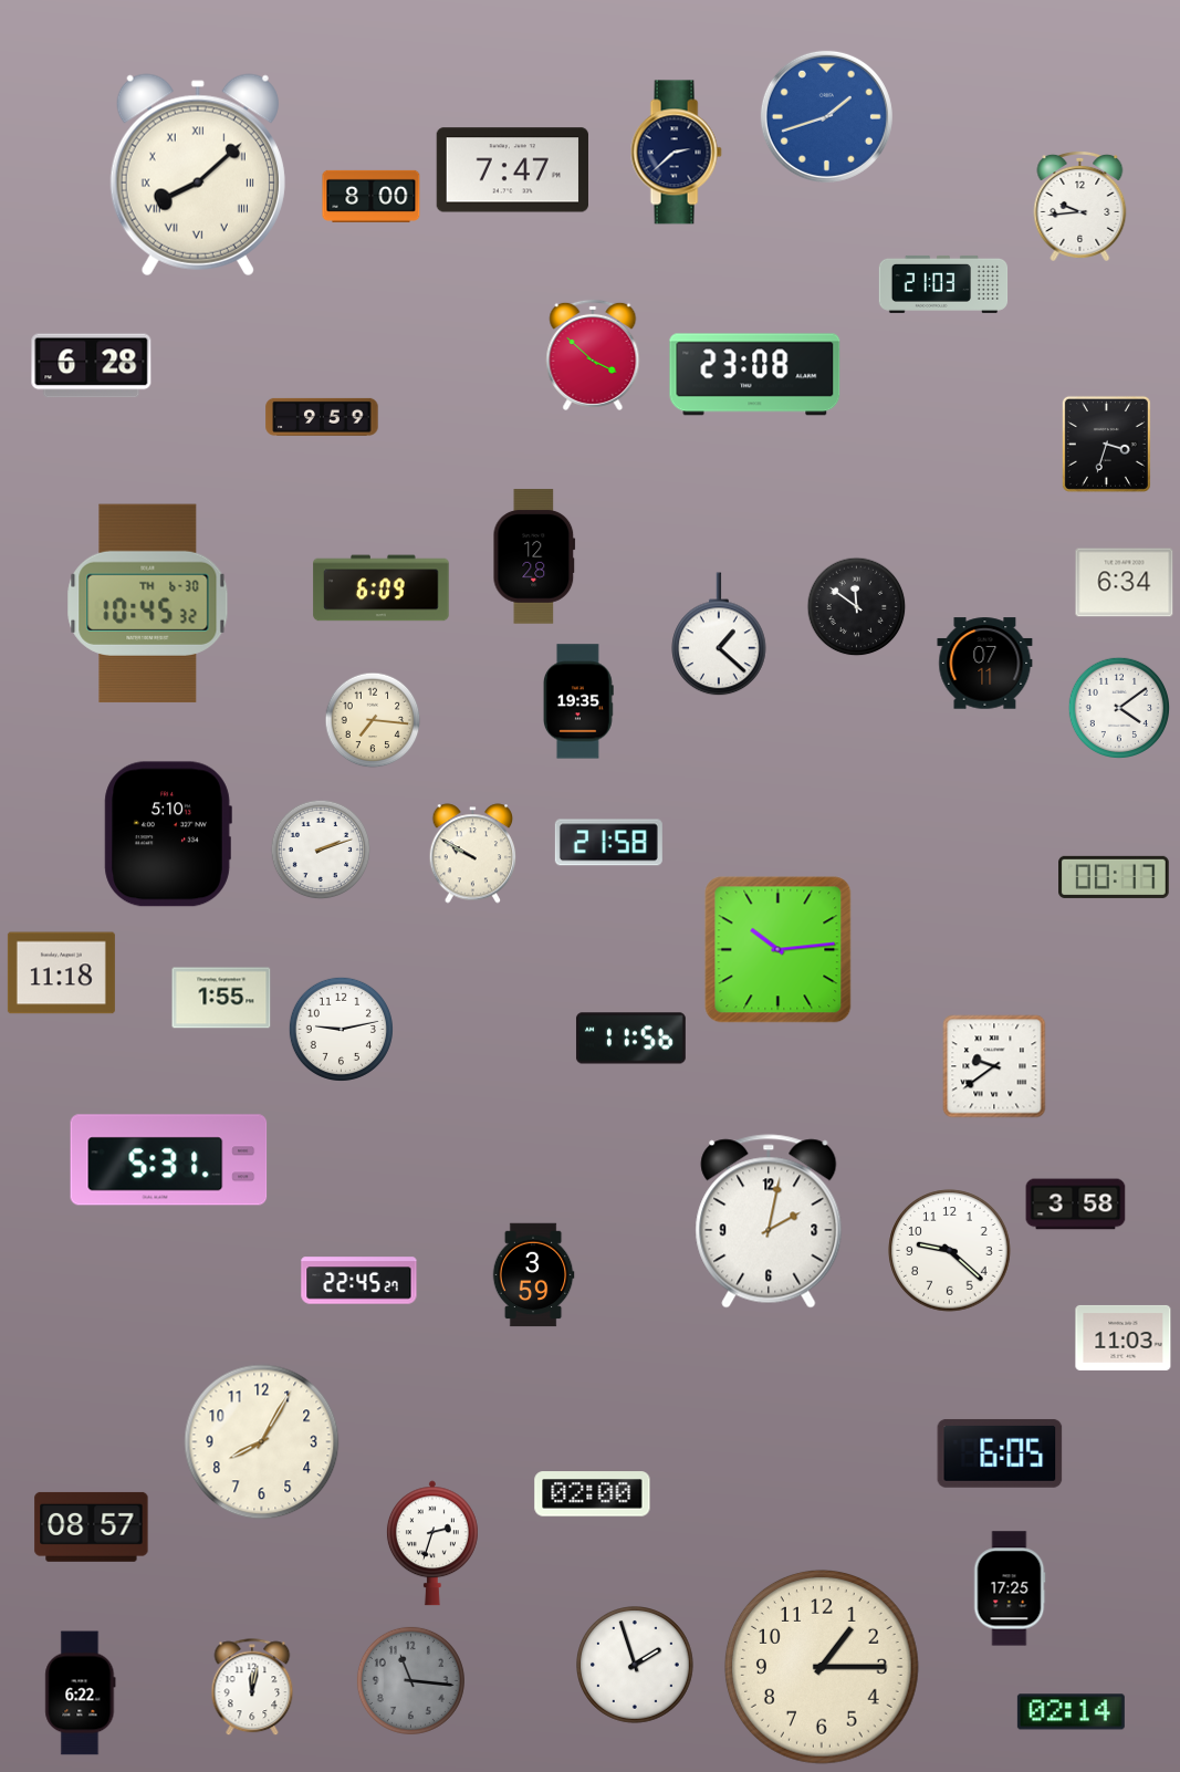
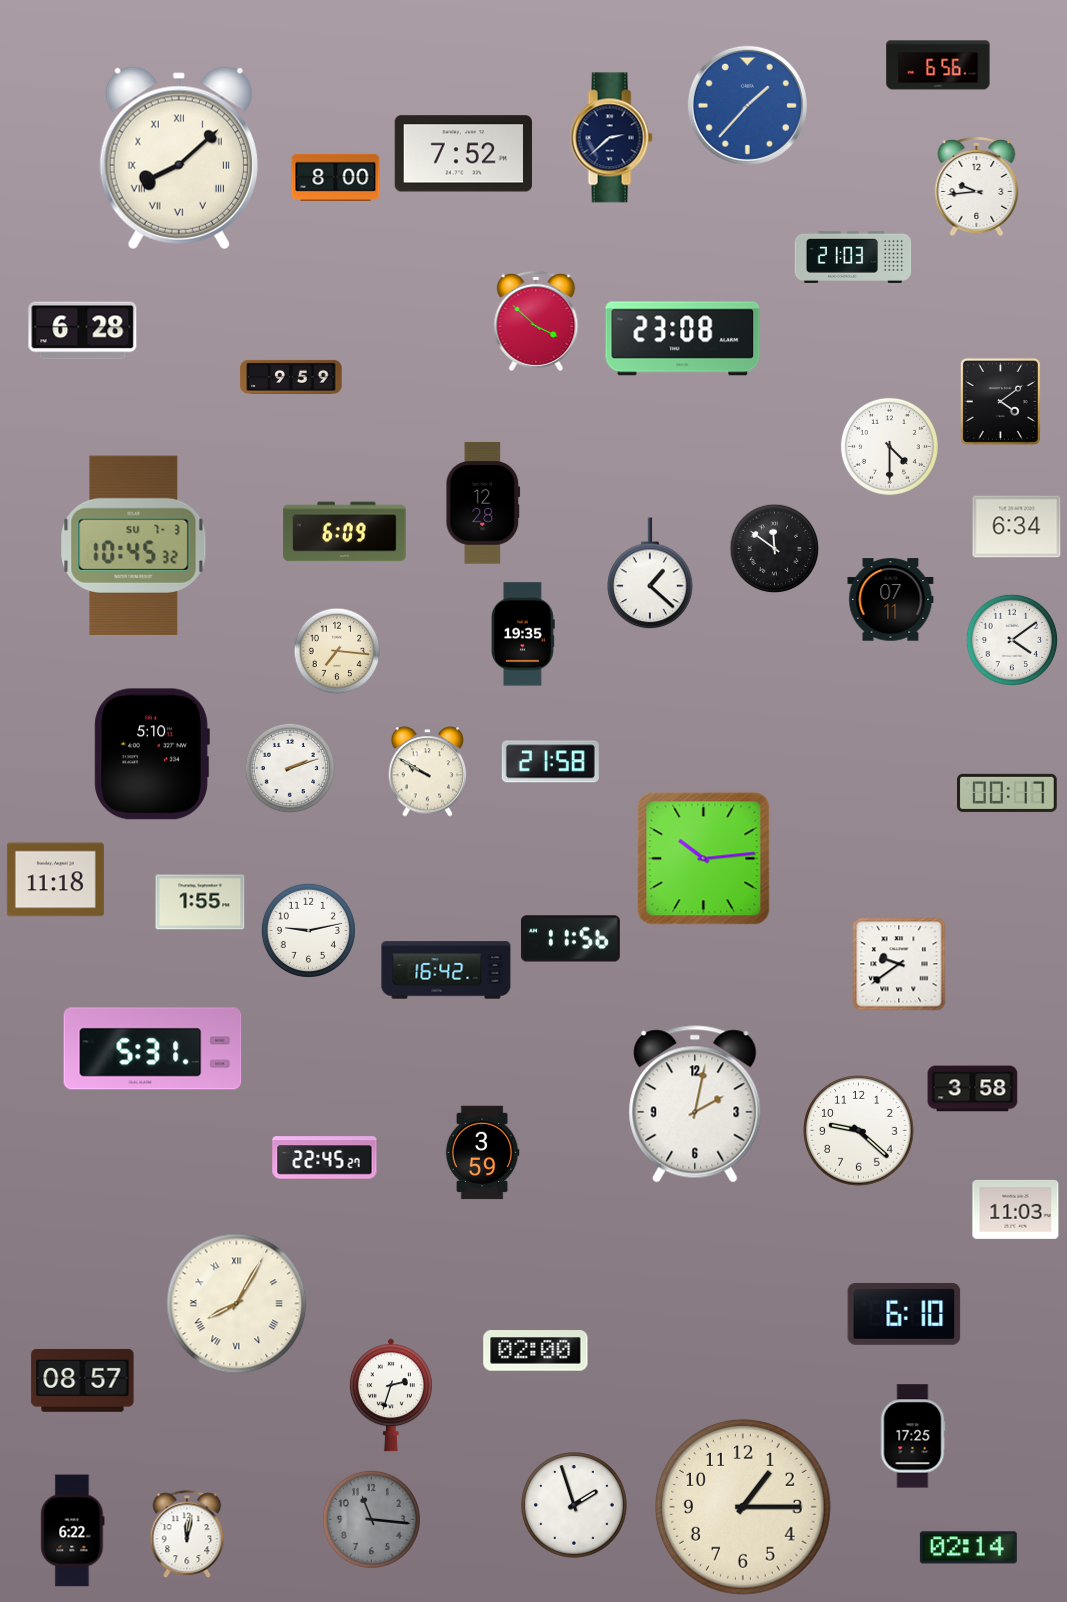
clock at (938, 65): none -> 6:56
clock at (826, 116): 1:42 -> 1:37
clock at (512, 170): 7:47 -> 7:52
clock at (1106, 444): 3:33 -> 4:09
clock at (889, 446): none -> 4:30
clock at (148, 603) date: TH 6-30 -> SU 7-3
clock at (446, 970): none -> 16:42
clock at (262, 1442) numerals: Arabic -> Roman
clock at (1000, 1453): 6:05 -> 6:10
clock at (252, 1688) position: (252, 1688) -> (187, 1535)
